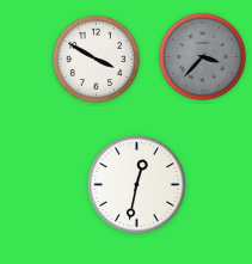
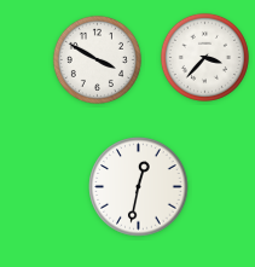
clock at (202, 56) dial: grey -> white
